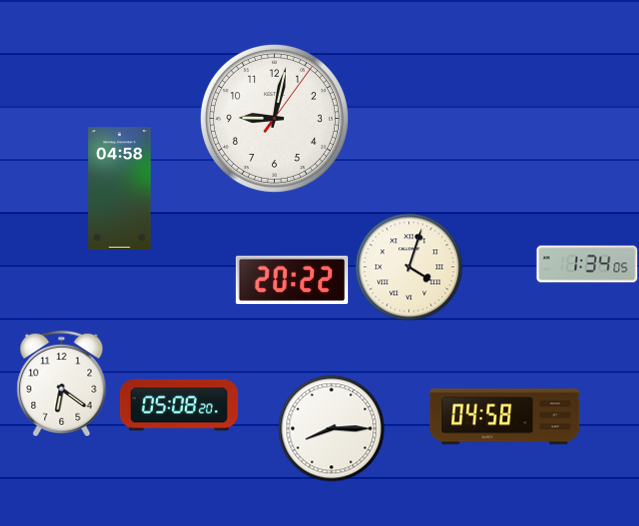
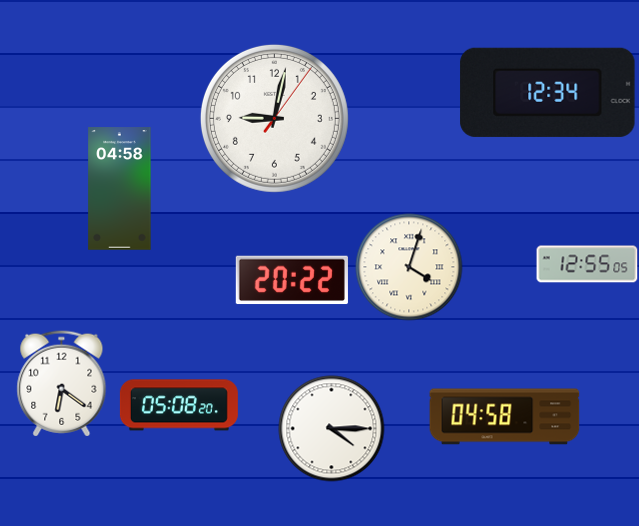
clock at (548, 92): none -> 12:34
clock at (587, 264): 1:34 -> 12:55
clock at (332, 429): 8:15 -> 4:15
